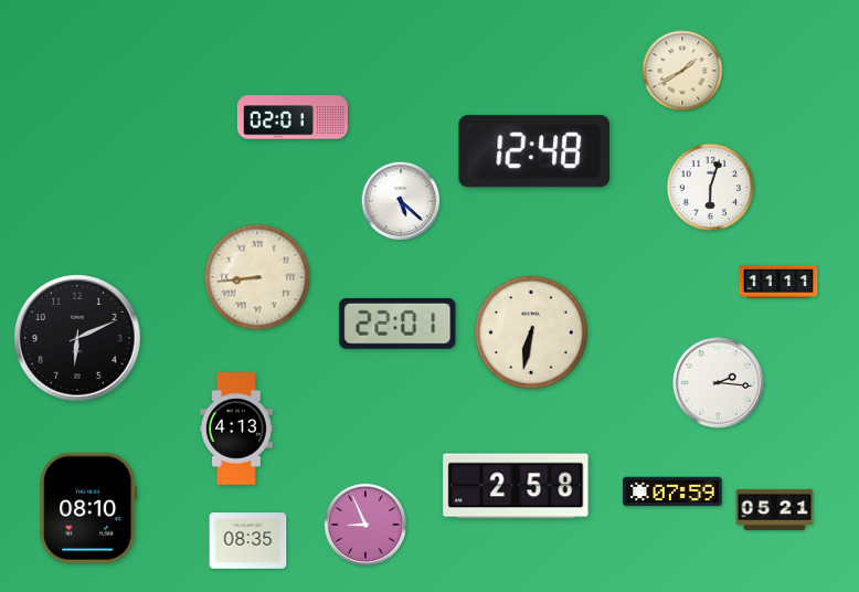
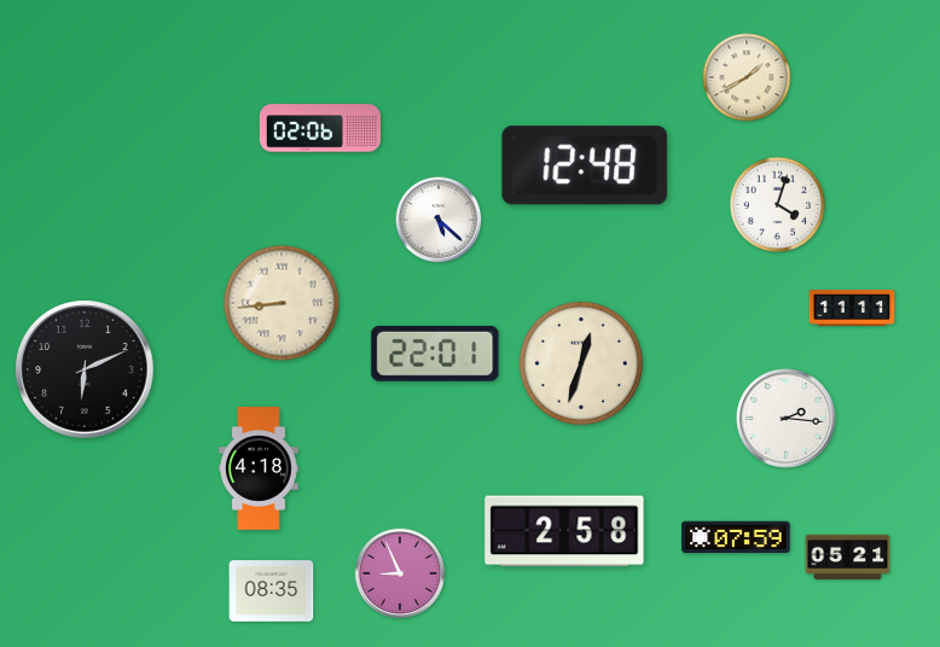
clock at (293, 117): 02:01 -> 02:06
clock at (710, 187): 6:03 -> 4:03
clock at (531, 332): 6:32 -> 12:33
clock at (237, 429): 4:13 -> 4:18
clock at (88, 508): 08:10 -> none
